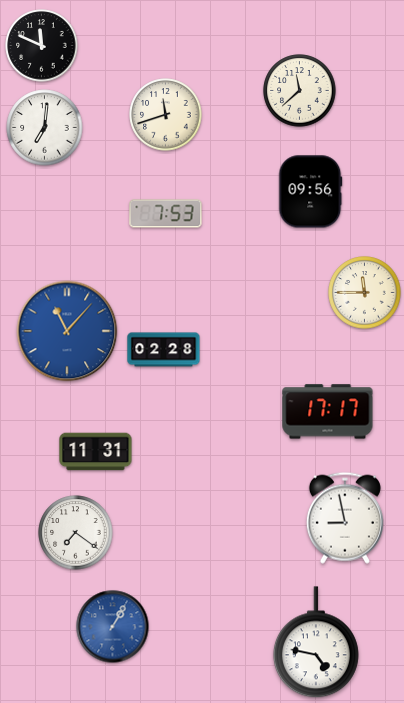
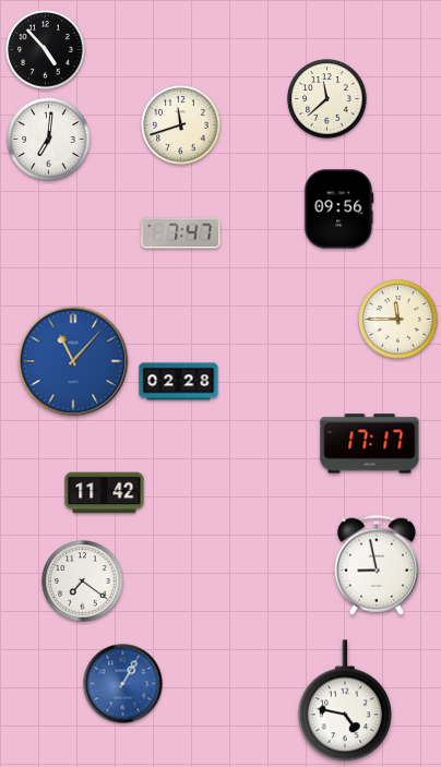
clock at (42, 46): 11:49 -> 4:53
clock at (166, 214): 7:53 -> 7:47
clock at (328, 412) position: (328, 412) -> (370, 444)
clock at (96, 452): 11:31 -> 11:42
